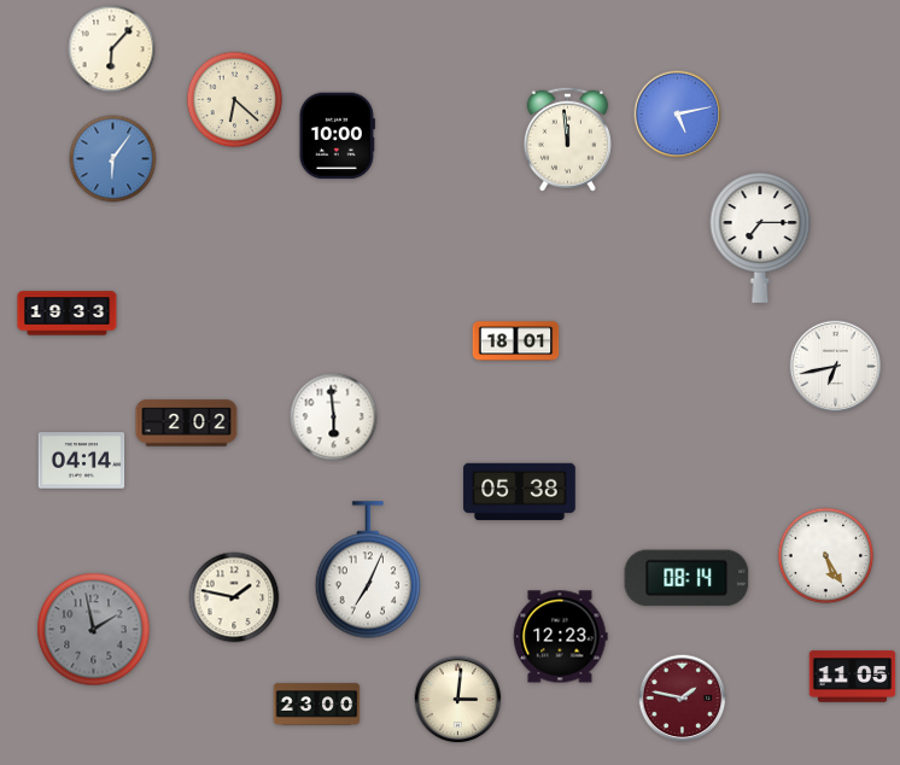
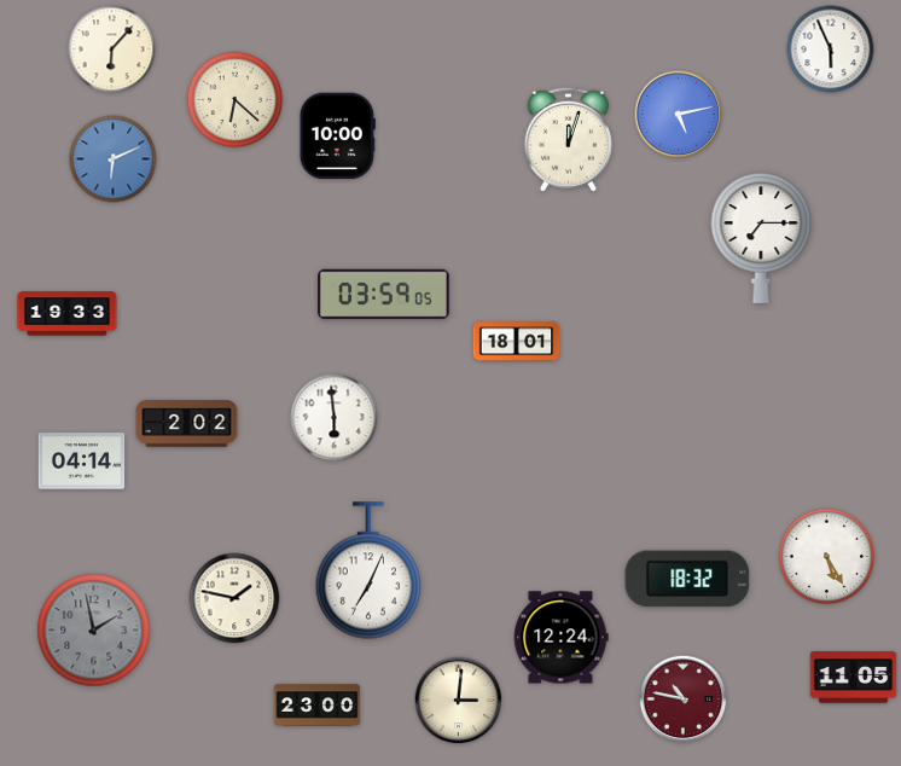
clock at (831, 50): none -> 5:56
clock at (567, 139): 11:59 -> 12:03
clock at (113, 159): 6:06 -> 6:11
clock at (384, 295): none -> 03:59
clock at (836, 367): 6:43 -> none
clock at (520, 492): 05:38 -> none
clock at (686, 578): 08:14 -> 18:32
clock at (561, 637): 12:23 -> 12:24
clock at (683, 699): 1:47 -> 10:47
